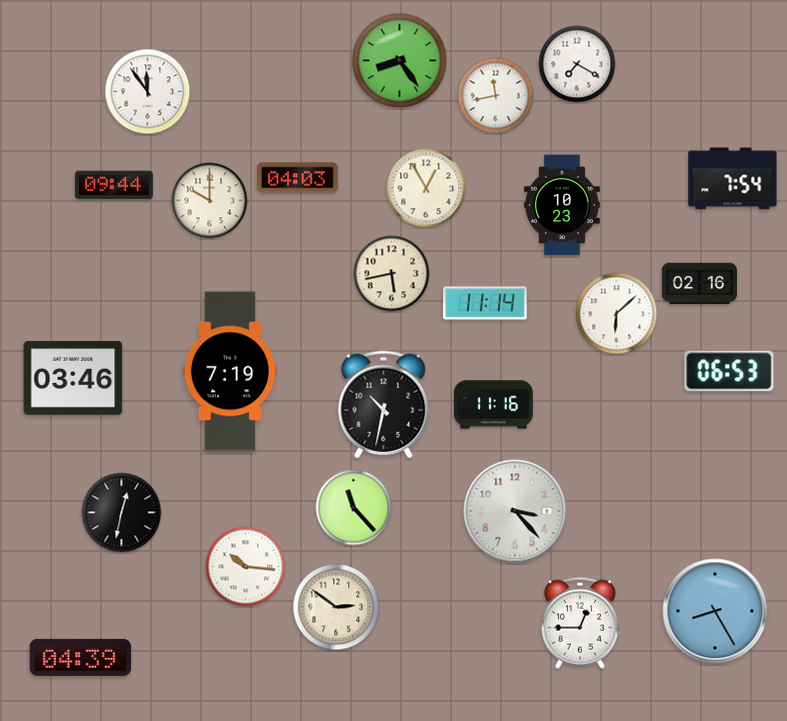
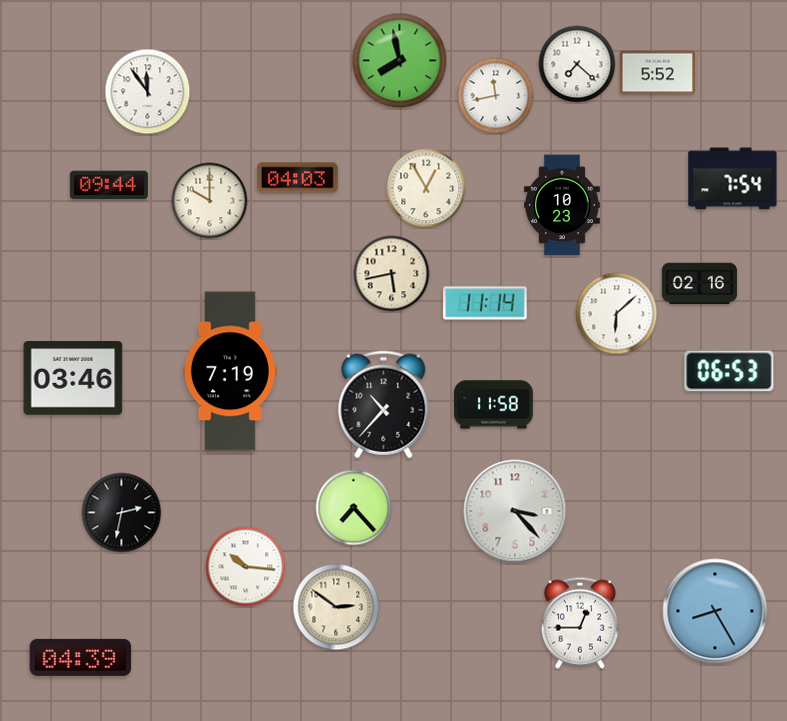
clock at (400, 61): 8:24 -> 7:58
clock at (577, 64): 7:20 -> 7:22
clock at (657, 73): none -> 5:52
clock at (114, 185) position: (114, 185) -> (109, 185)
clock at (384, 405): 10:32 -> 10:37
clock at (493, 405): 11:16 -> 11:58
clock at (354, 508): 11:23 -> 7:23
clock at (122, 513): 12:32 -> 2:32
